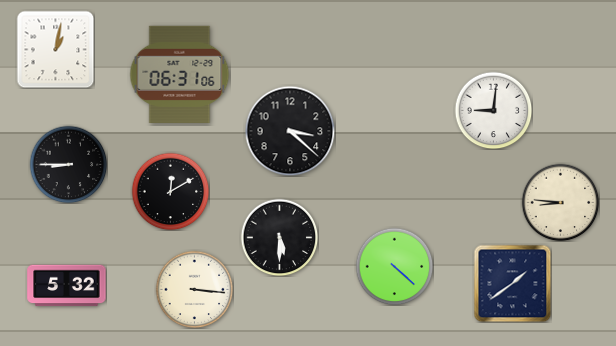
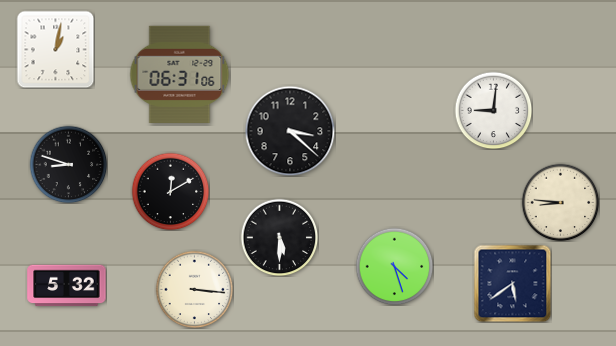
clock at (68, 164): 8:45 -> 8:48
clock at (394, 266): 4:22 -> 4:27
clock at (512, 283): 1:39 -> 5:39
